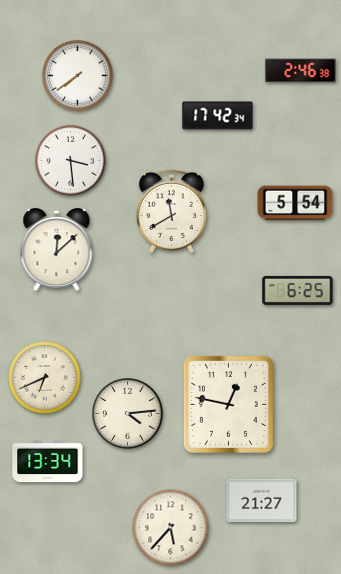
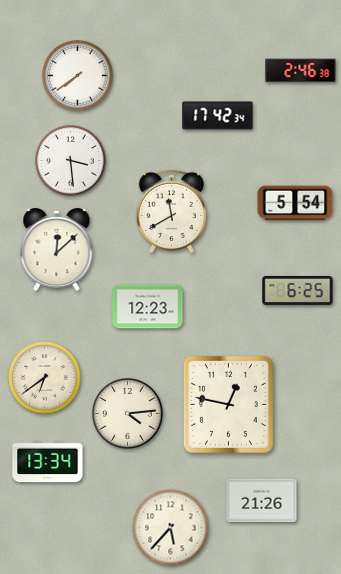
clock at (148, 307): none -> 12:23
clock at (45, 378): 6:41 -> 6:39
clock at (262, 501): 21:27 -> 21:26
